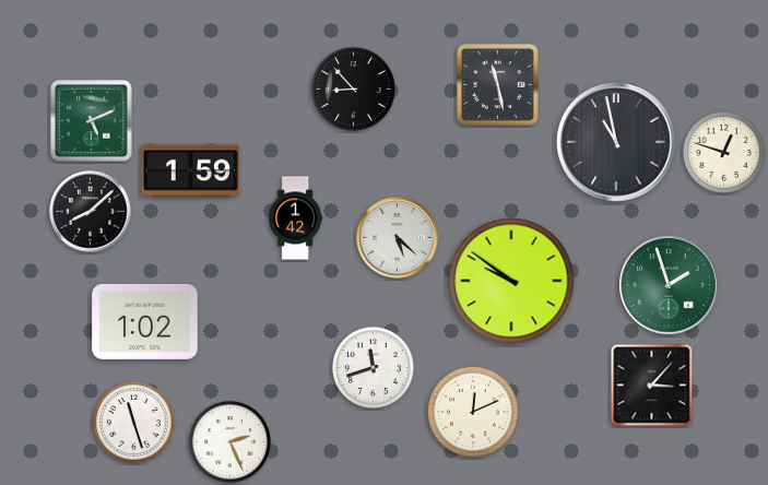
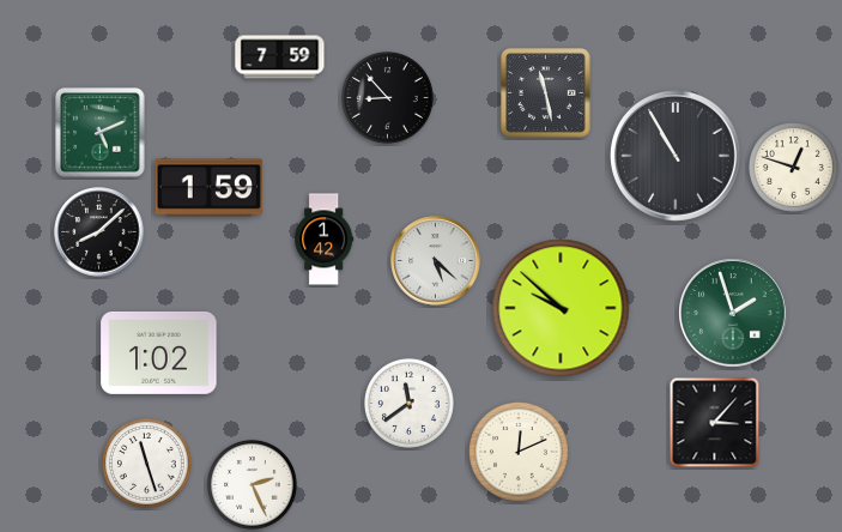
clock at (280, 58): none -> 7:59
clock at (616, 142): 10:58 -> 10:55
clock at (511, 281): 9:51 -> 9:52
clock at (373, 367): 11:42 -> 11:39
